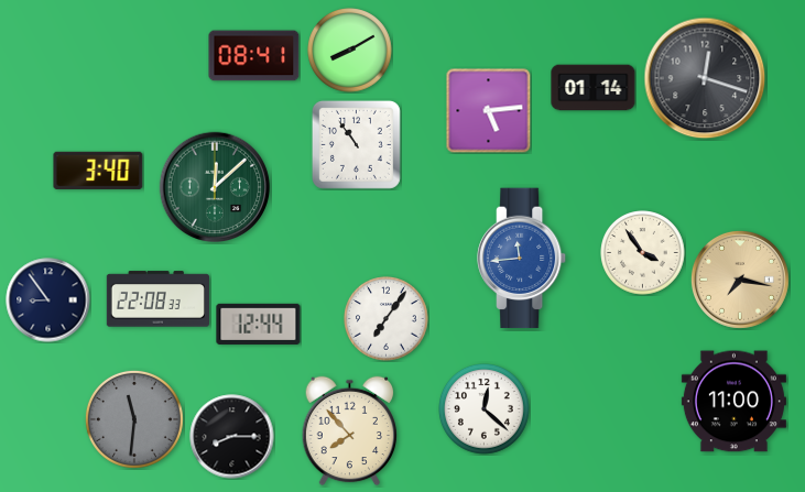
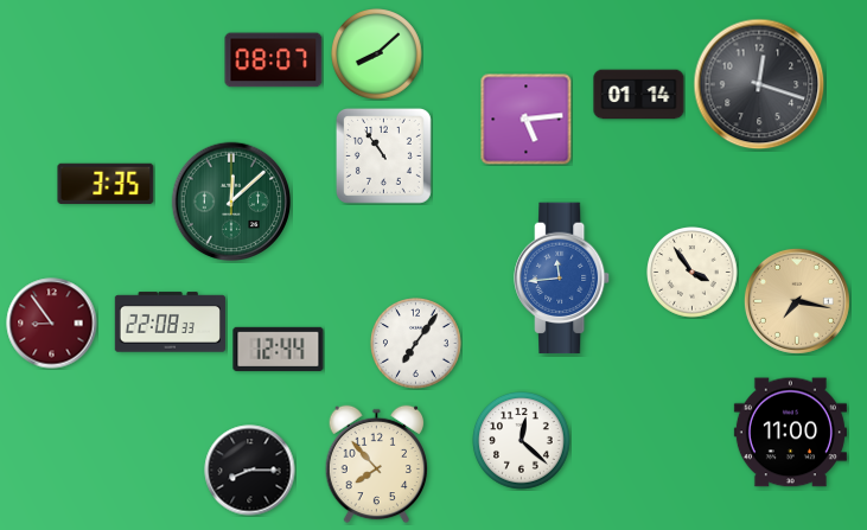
clock at (350, 51): 8:10 -> 8:08
clock at (254, 56): 08:41 -> 08:07
clock at (98, 171): 3:40 -> 3:35
clock at (48, 300) dial: navy -> burgundy
clock at (134, 419): 11:31 -> none
